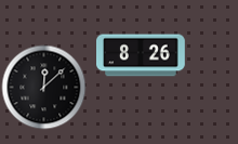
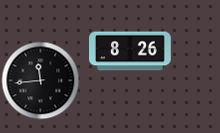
clock at (43, 87): 12:08 -> 11:44
